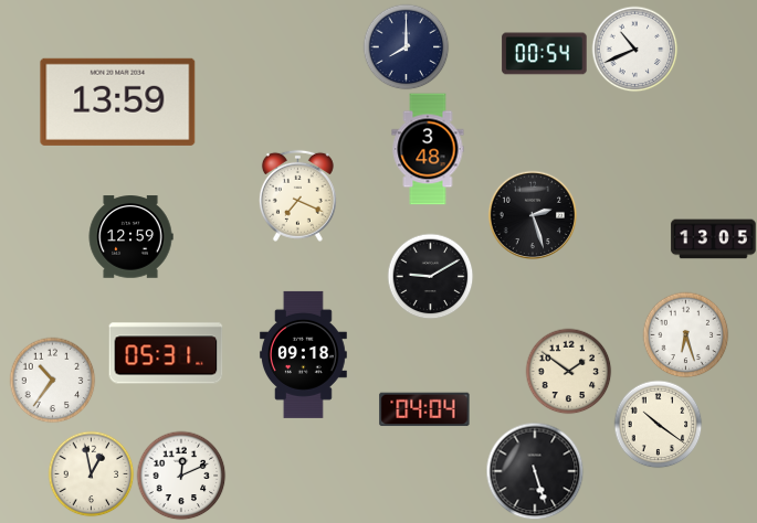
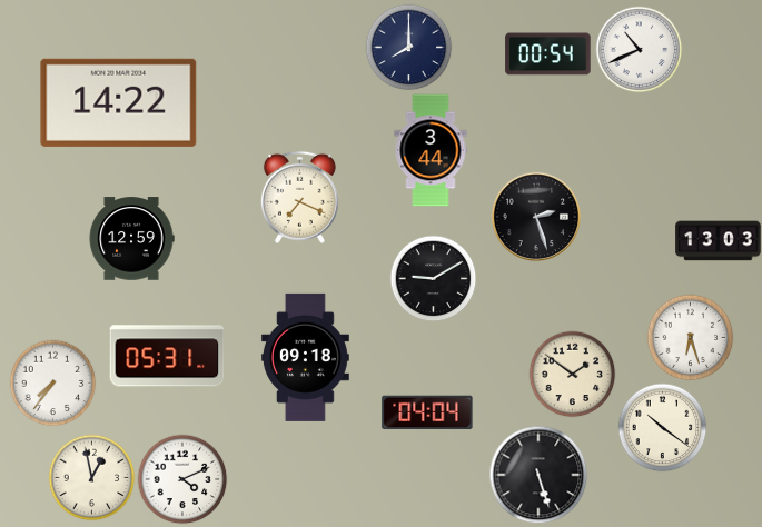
clock at (118, 102): 13:59 -> 14:22
clock at (428, 149): 3:48 -> 3:44
clock at (714, 239): 13:05 -> 13:03
clock at (52, 380): 10:36 -> 7:36
clock at (181, 476): 12:11 -> 4:11
